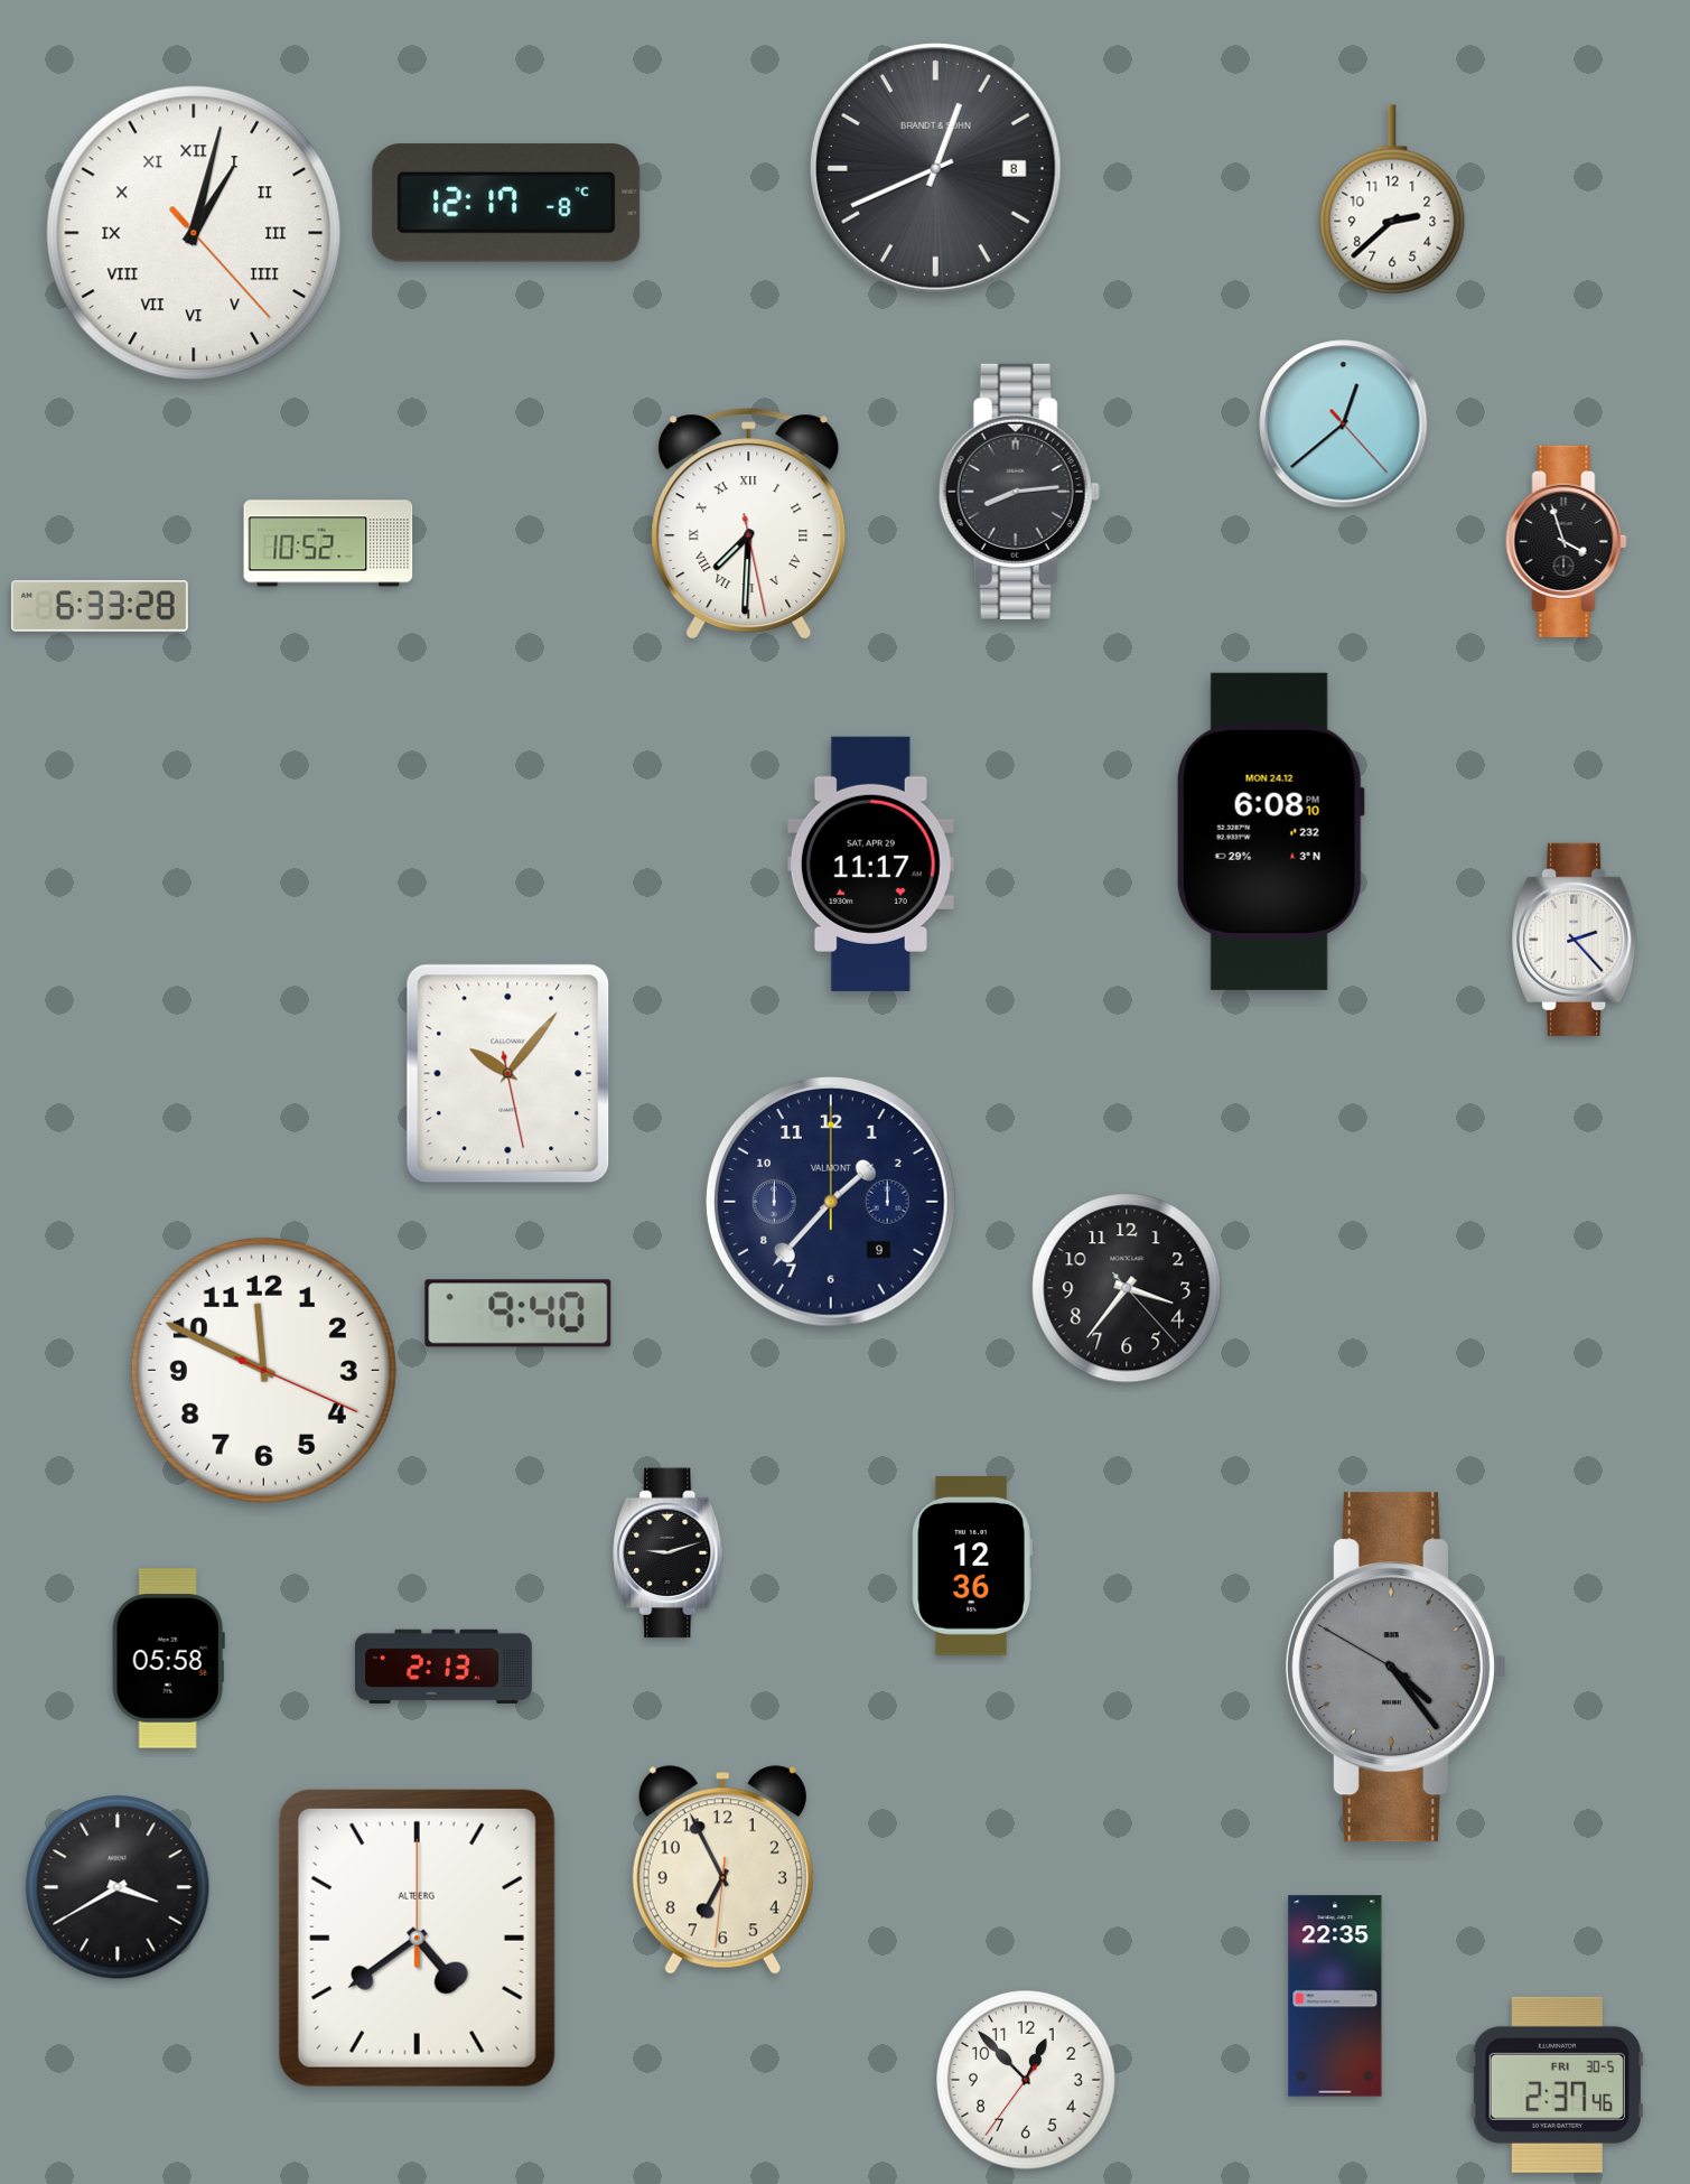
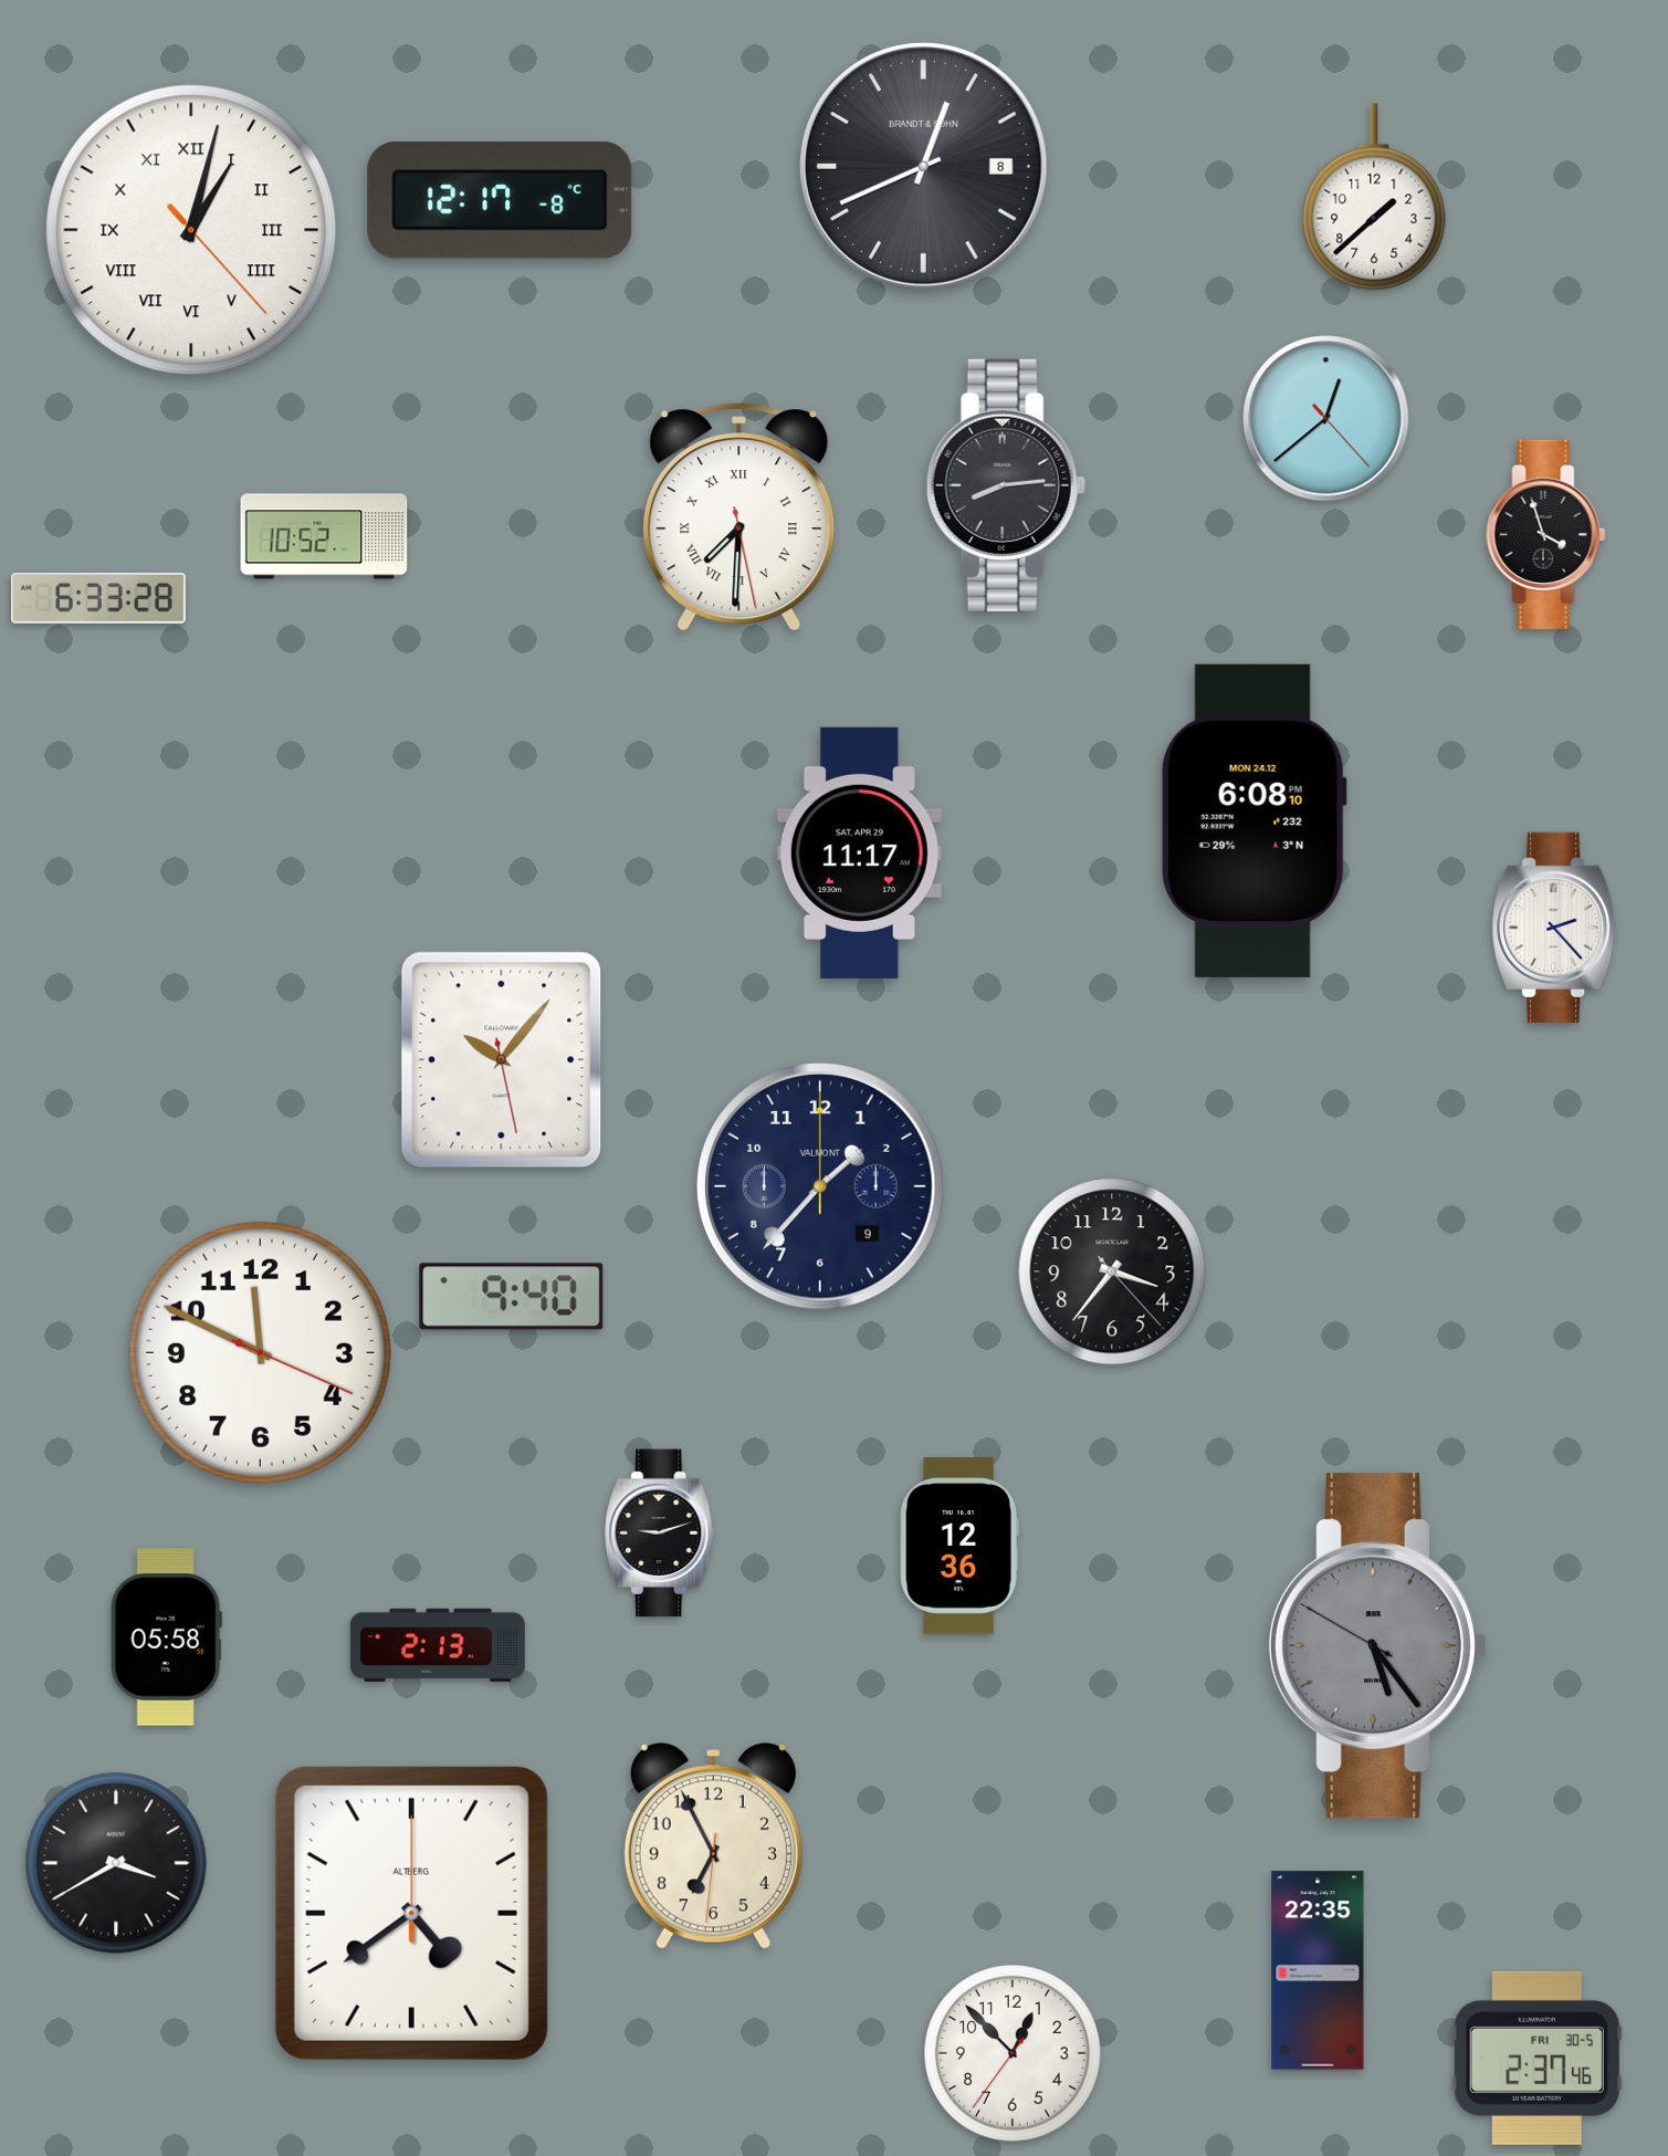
clock at (1392, 199): 2:38 -> 1:38
clock at (1395, 1668): 4:23 -> 5:23
